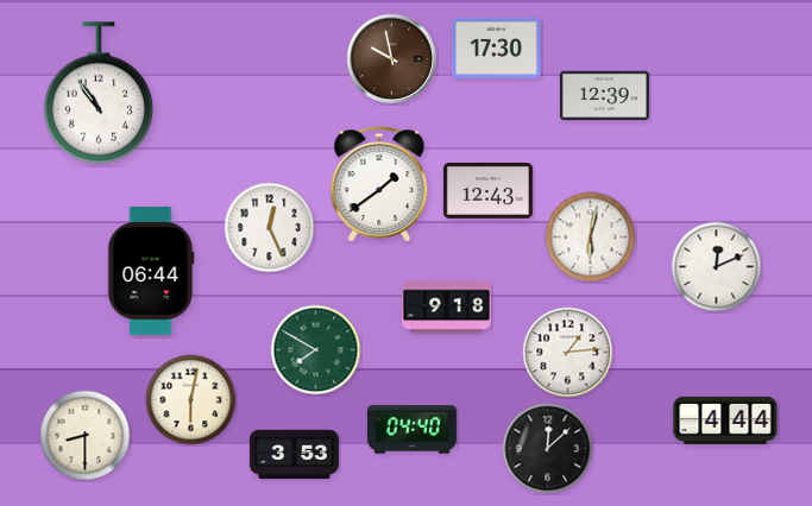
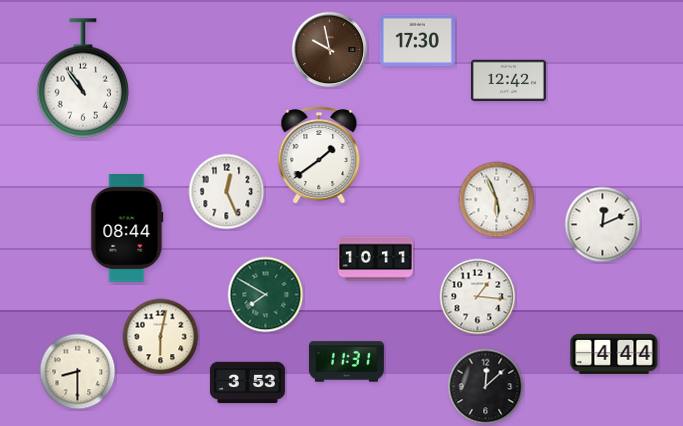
clock at (604, 96): 12:39 -> 12:42
clock at (487, 190): 12:43 -> none
clock at (591, 238): 6:02 -> 5:56
clock at (151, 271): 06:44 -> 08:44
clock at (446, 308): 9:18 -> 10:11
clock at (568, 353): 1:14 -> 1:16
clock at (725, 420) position: (725, 420) -> (614, 354)
clock at (411, 430): 04:40 -> 11:31
clock at (86, 436) position: (86, 436) -> (78, 372)
clock at (548, 449) position: (548, 449) -> (486, 387)
